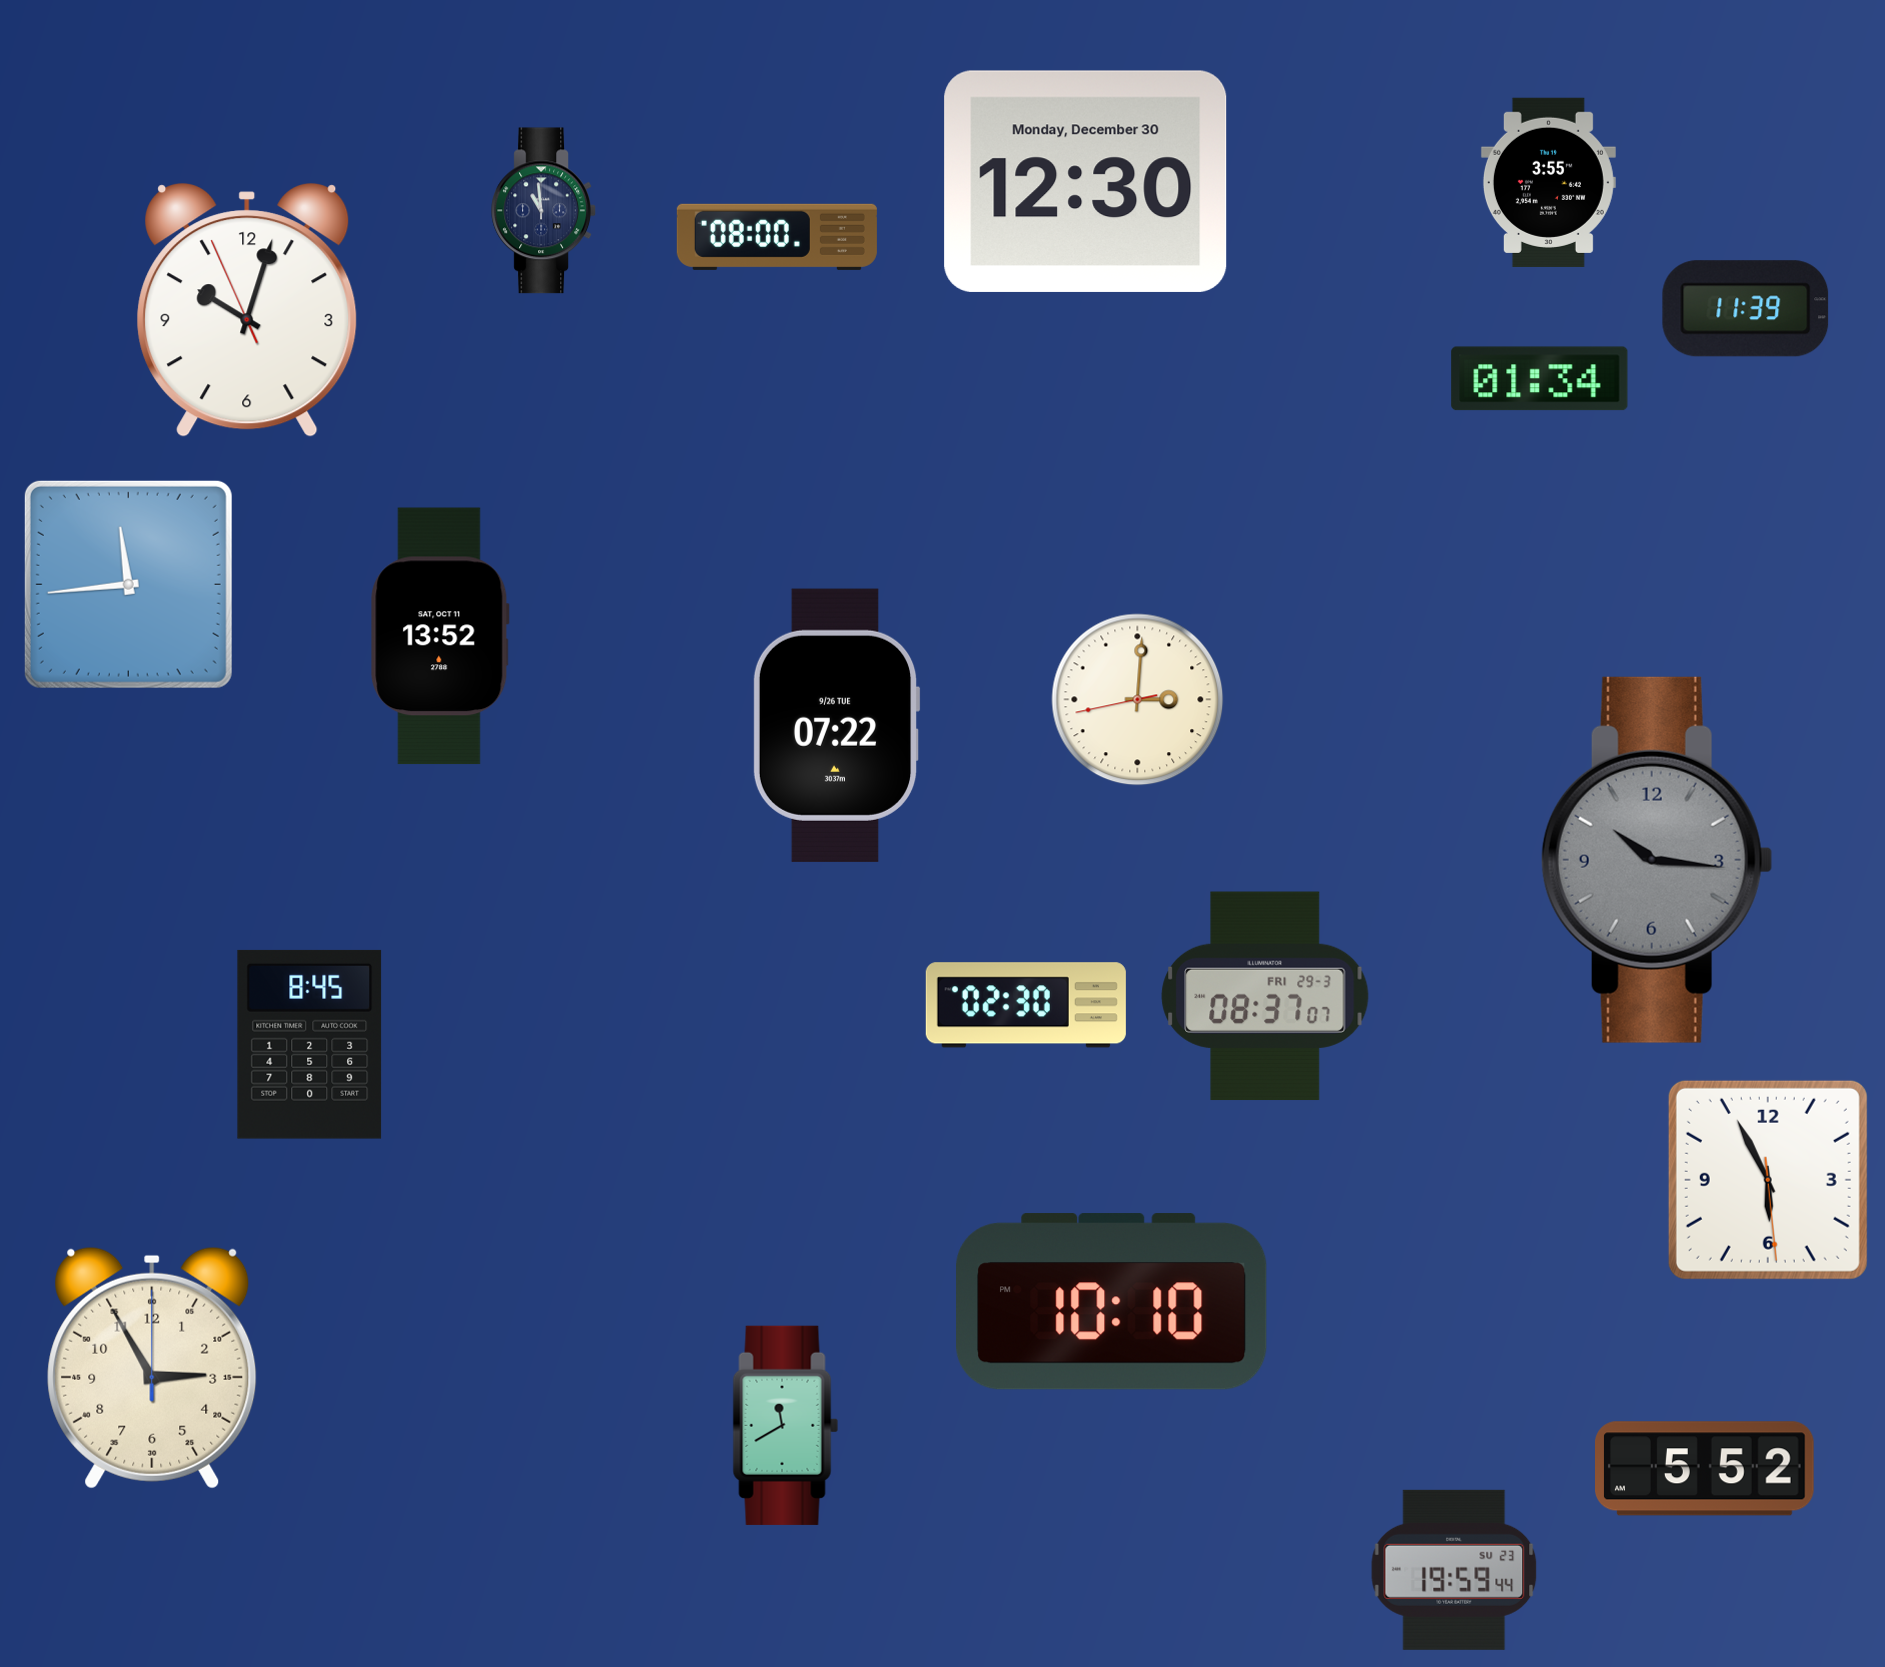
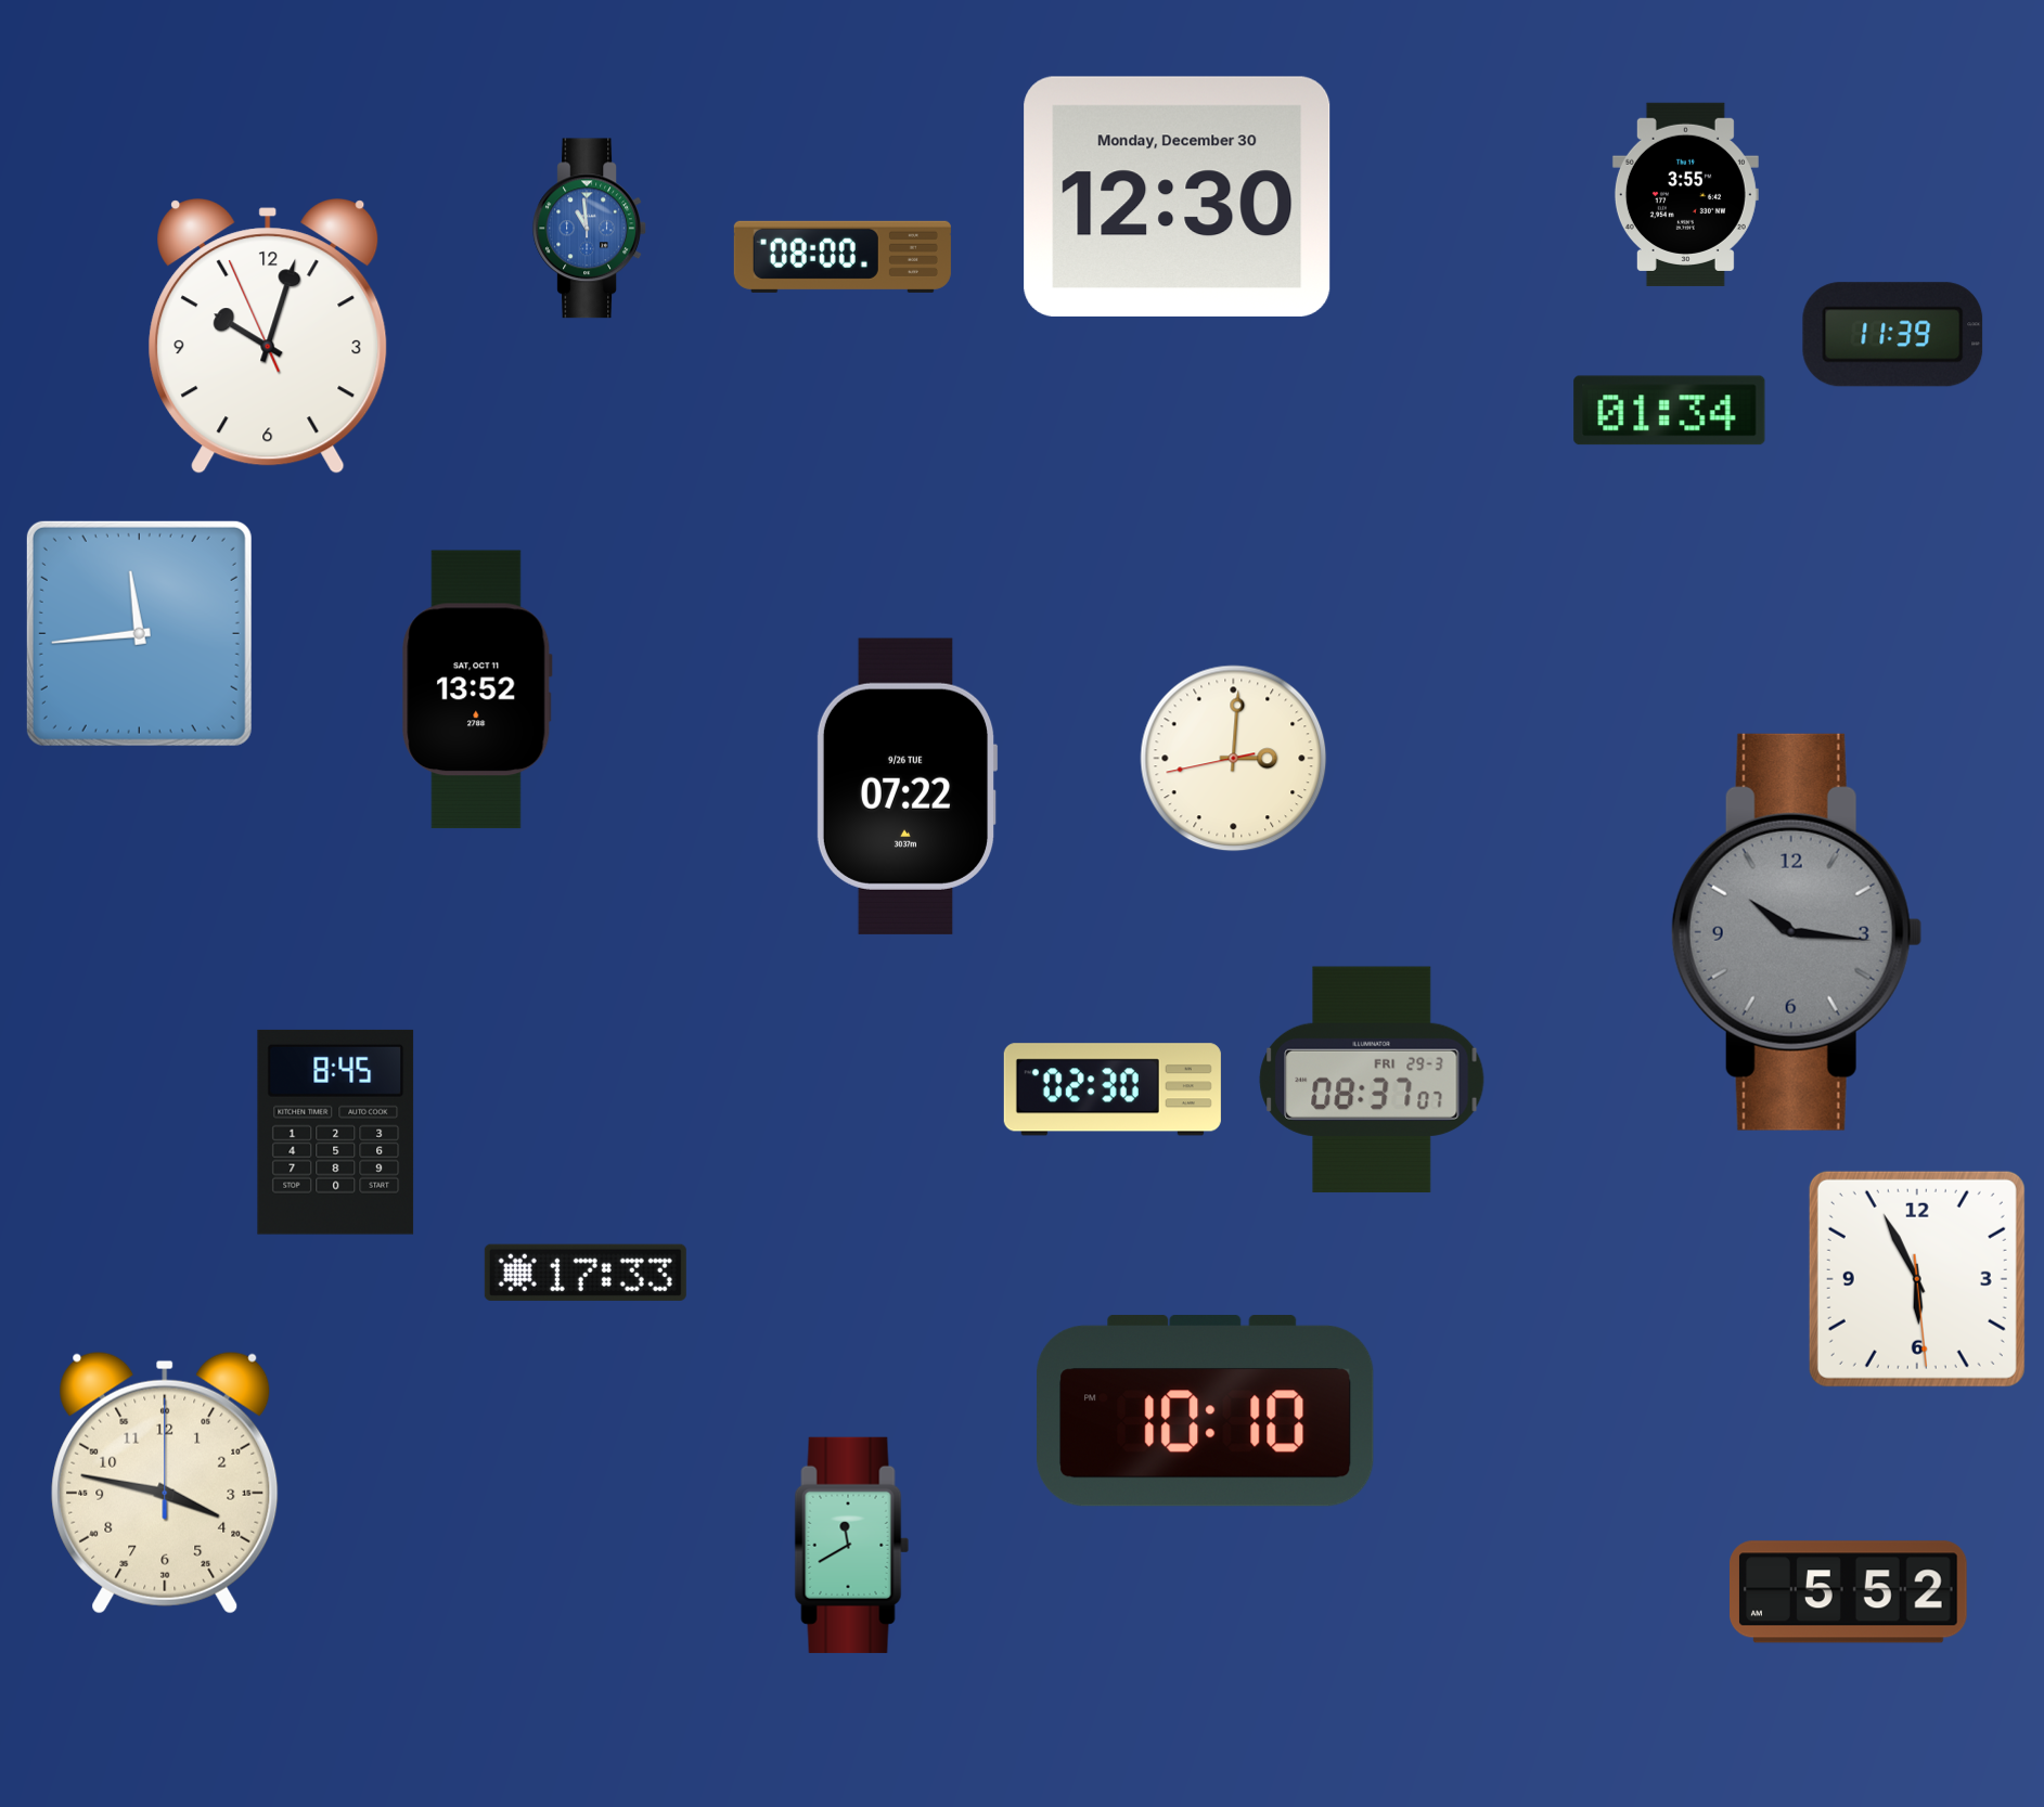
clock at (1548, 182) position: (1548, 182) -> (1685, 194)
clock at (544, 211) dial: navy -> blue
clock at (586, 1273): none -> 17:33
clock at (152, 1368): 2:55 -> 3:47
clock at (1454, 1570): 19:59 -> none
